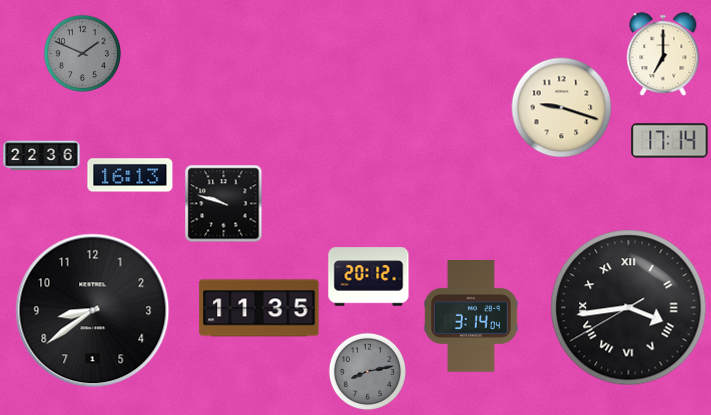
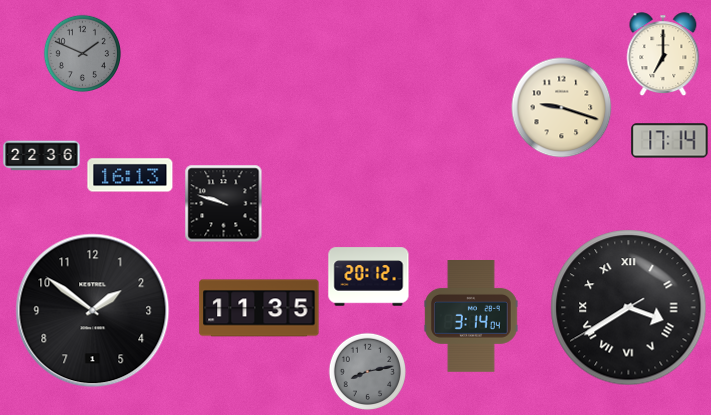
clock at (629, 308): 3:43 -> 3:39
clock at (93, 311): 8:39 -> 1:51
